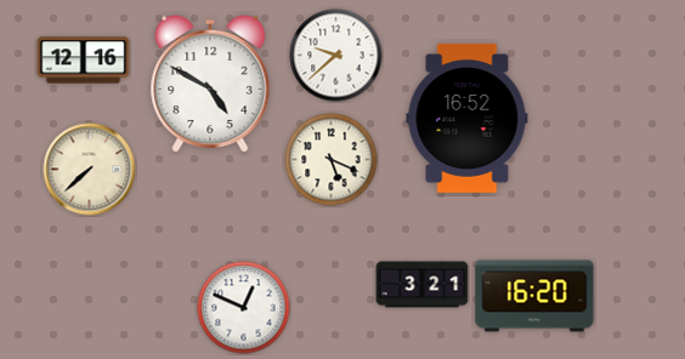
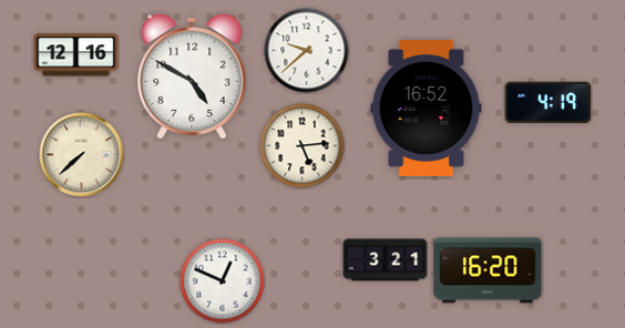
clock at (549, 102): none -> 4:19
clock at (332, 160): 5:19 -> 5:14
